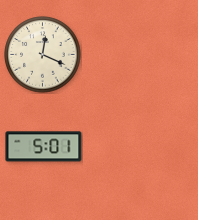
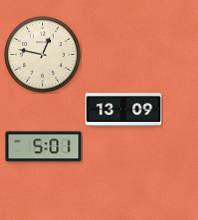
clock at (43, 55): 12:19 -> 12:47
clock at (124, 109): none -> 13:09
